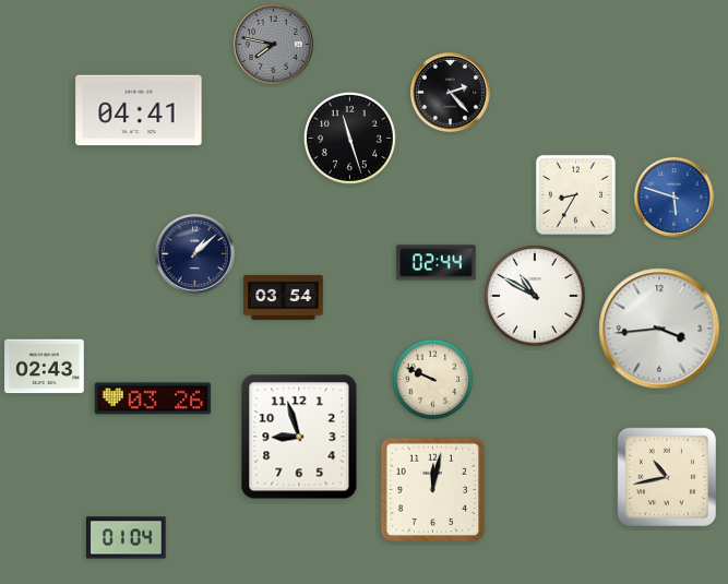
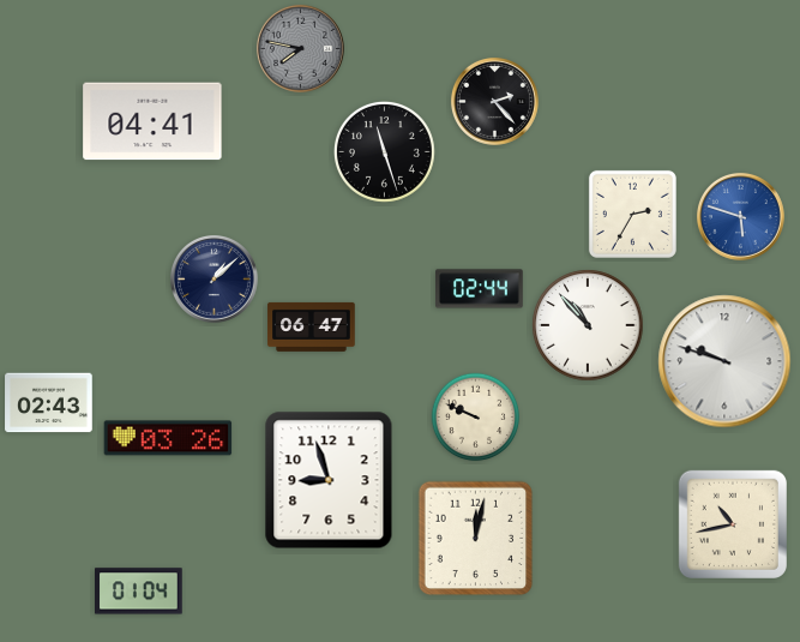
clock at (575, 194): 8:35 -> 2:35
clock at (535, 296): 10:50 -> 10:53
clock at (284, 297): 03:54 -> 06:47
clock at (659, 329): 3:44 -> 9:48
